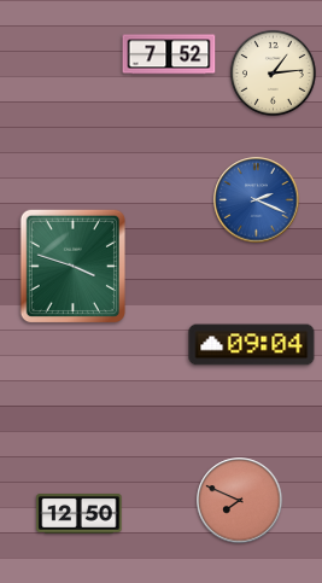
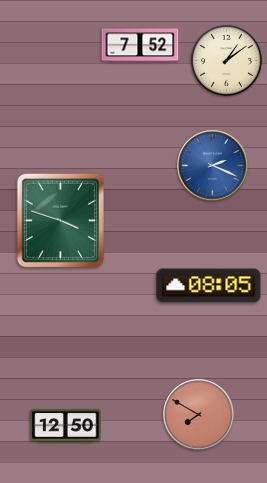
clock at (273, 72): 1:14 -> 1:09
clock at (252, 345): 09:04 -> 08:05
clock at (240, 501): 7:49 -> 7:50
